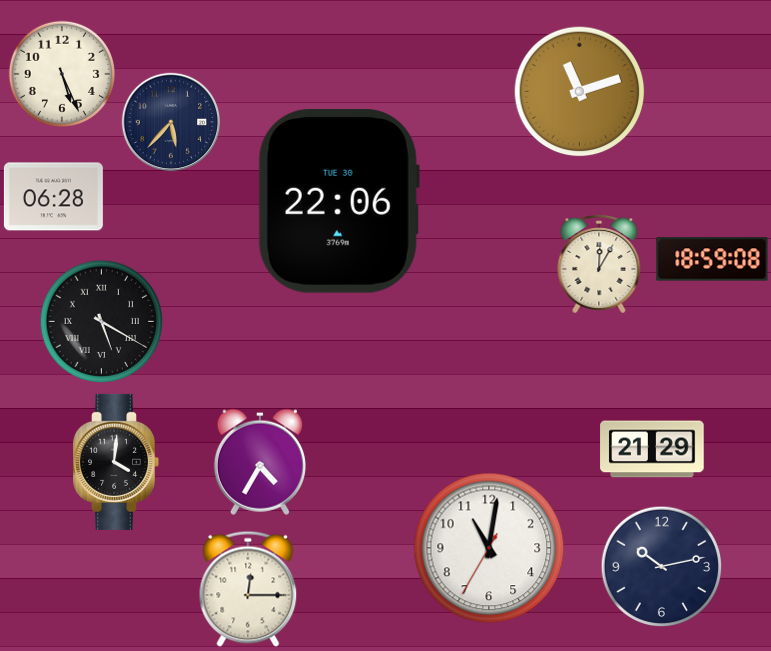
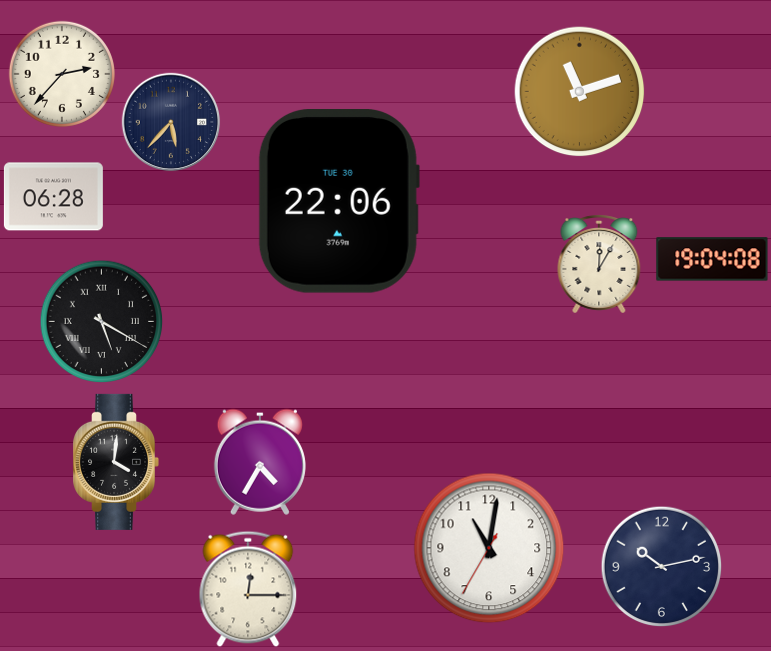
clock at (62, 74): 5:26 -> 2:37
clock at (712, 259): 18:59 -> 19:04
clock at (652, 449): 21:29 -> none
